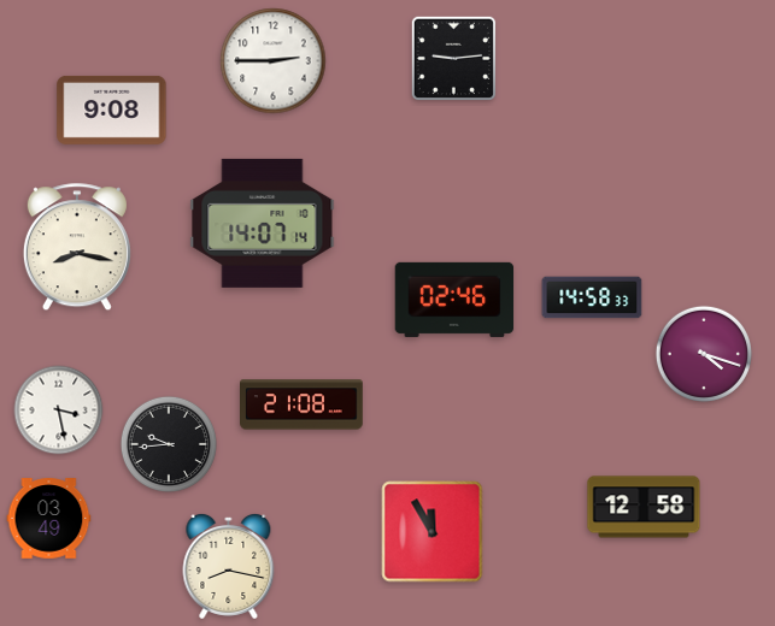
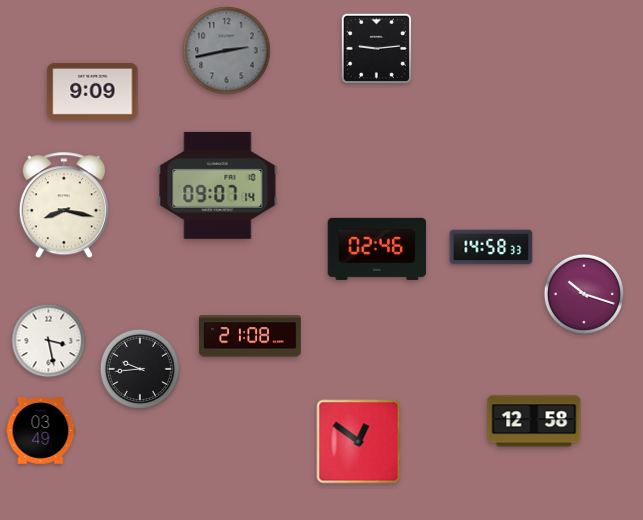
clock at (274, 61): 2:45 -> 2:43
clock at (274, 61) dial: white -> grey
clock at (112, 110): 9:08 -> 9:09
clock at (263, 223): 14:07 -> 09:07
clock at (704, 354): 4:18 -> 10:18
clock at (433, 532): 11:55 -> 12:51
clock at (229, 566): 8:17 -> none
